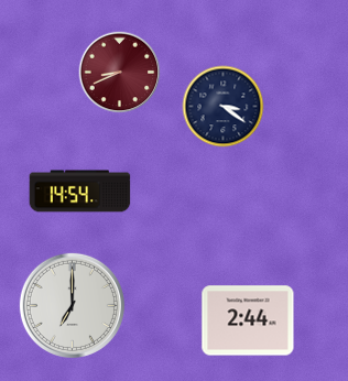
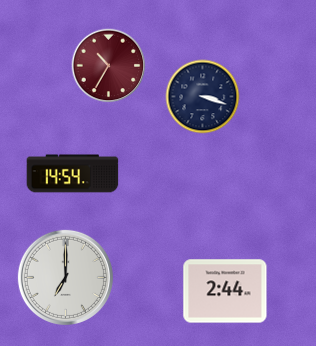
clock at (120, 73): 8:41 -> 10:35
clock at (224, 107): 3:21 -> 3:18
